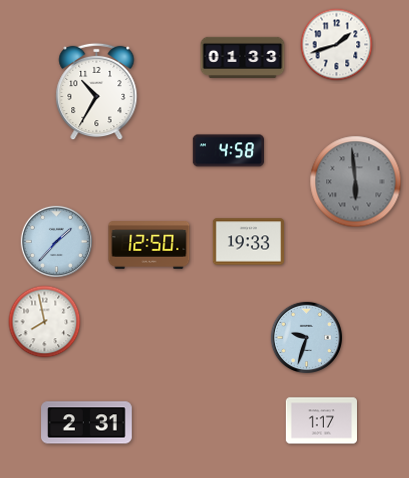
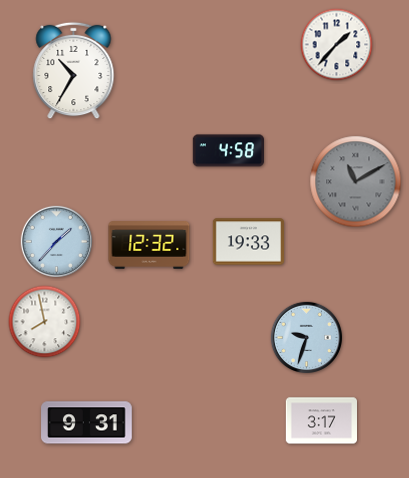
clock at (337, 45): 1:42 -> 1:37
clock at (243, 57): 01:33 -> none
clock at (97, 92) position: (97, 92) -> (74, 71)
clock at (356, 182): 5:59 -> 11:10
clock at (149, 246): 12:50 -> 12:32
clock at (322, 421): 1:17 -> 3:17
clock at (87, 423): 2:31 -> 9:31
